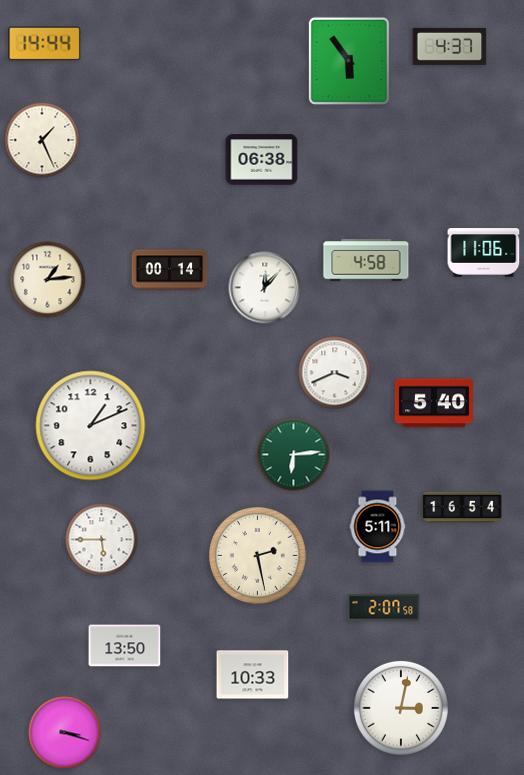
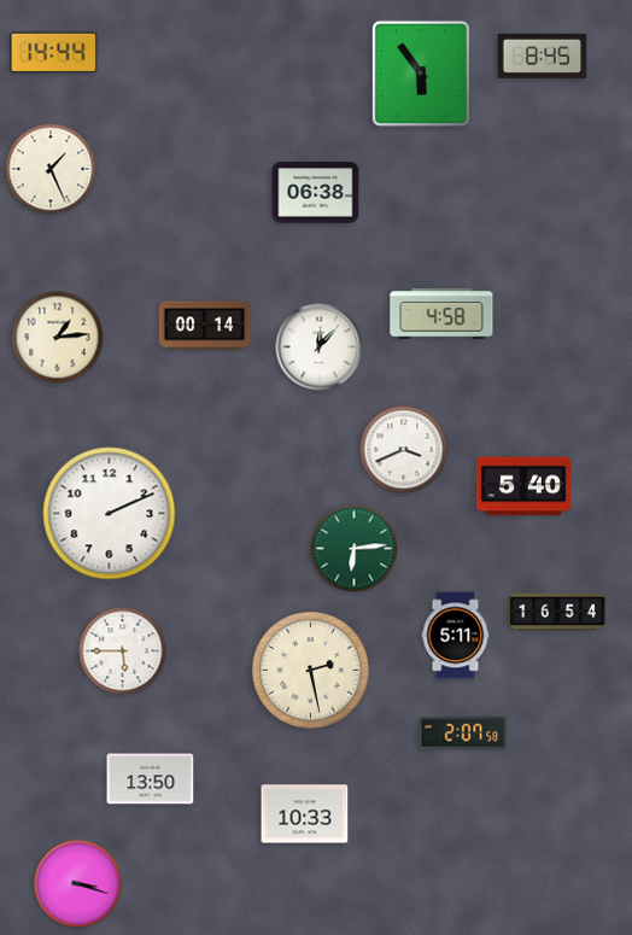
clock at (450, 46): 4:37 -> 8:45
clock at (484, 253): 11:06 -> none
clock at (91, 426): 1:11 -> 2:11
clock at (401, 708): 3:02 -> none
